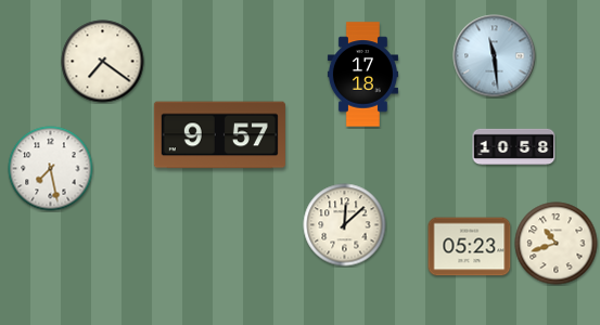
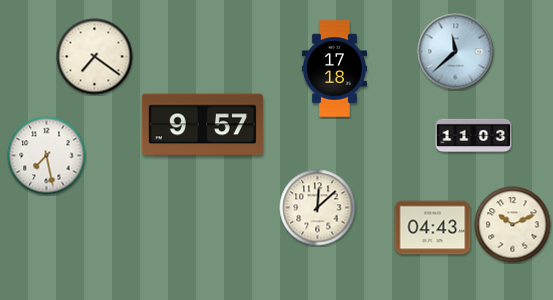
clock at (495, 56): 11:29 -> 11:38
clock at (514, 146): 10:58 -> 11:03
clock at (557, 244): 10:42 -> 10:11
clock at (470, 247): 05:23 -> 04:43
